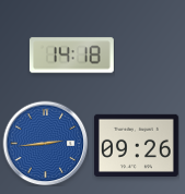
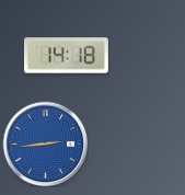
clock at (71, 56) position: (71, 56) -> (66, 56)
clock at (136, 145): 09:26 -> none
